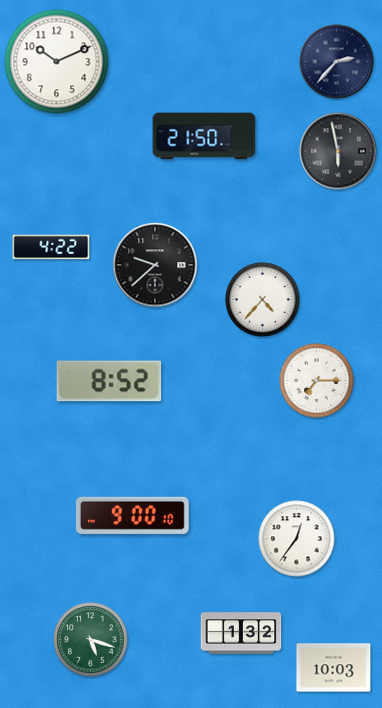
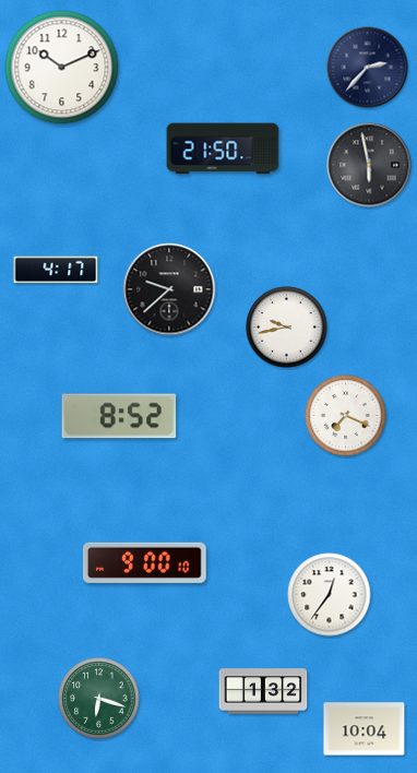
clock at (51, 247): 4:22 -> 4:17
clock at (263, 300): 4:37 -> 9:43
clock at (317, 381): 7:15 -> 7:19
clock at (297, 539) position: (297, 539) -> (330, 595)
clock at (91, 640): 5:18 -> 6:18
clock at (334, 668): 10:03 -> 10:04
